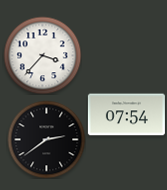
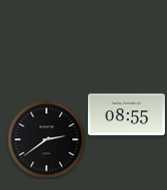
clock at (42, 55): 3:37 -> none
clock at (126, 115): 07:54 -> 08:55
